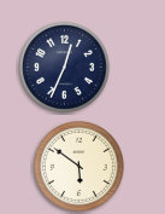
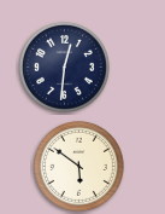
clock at (64, 66): 12:34 -> 12:31
